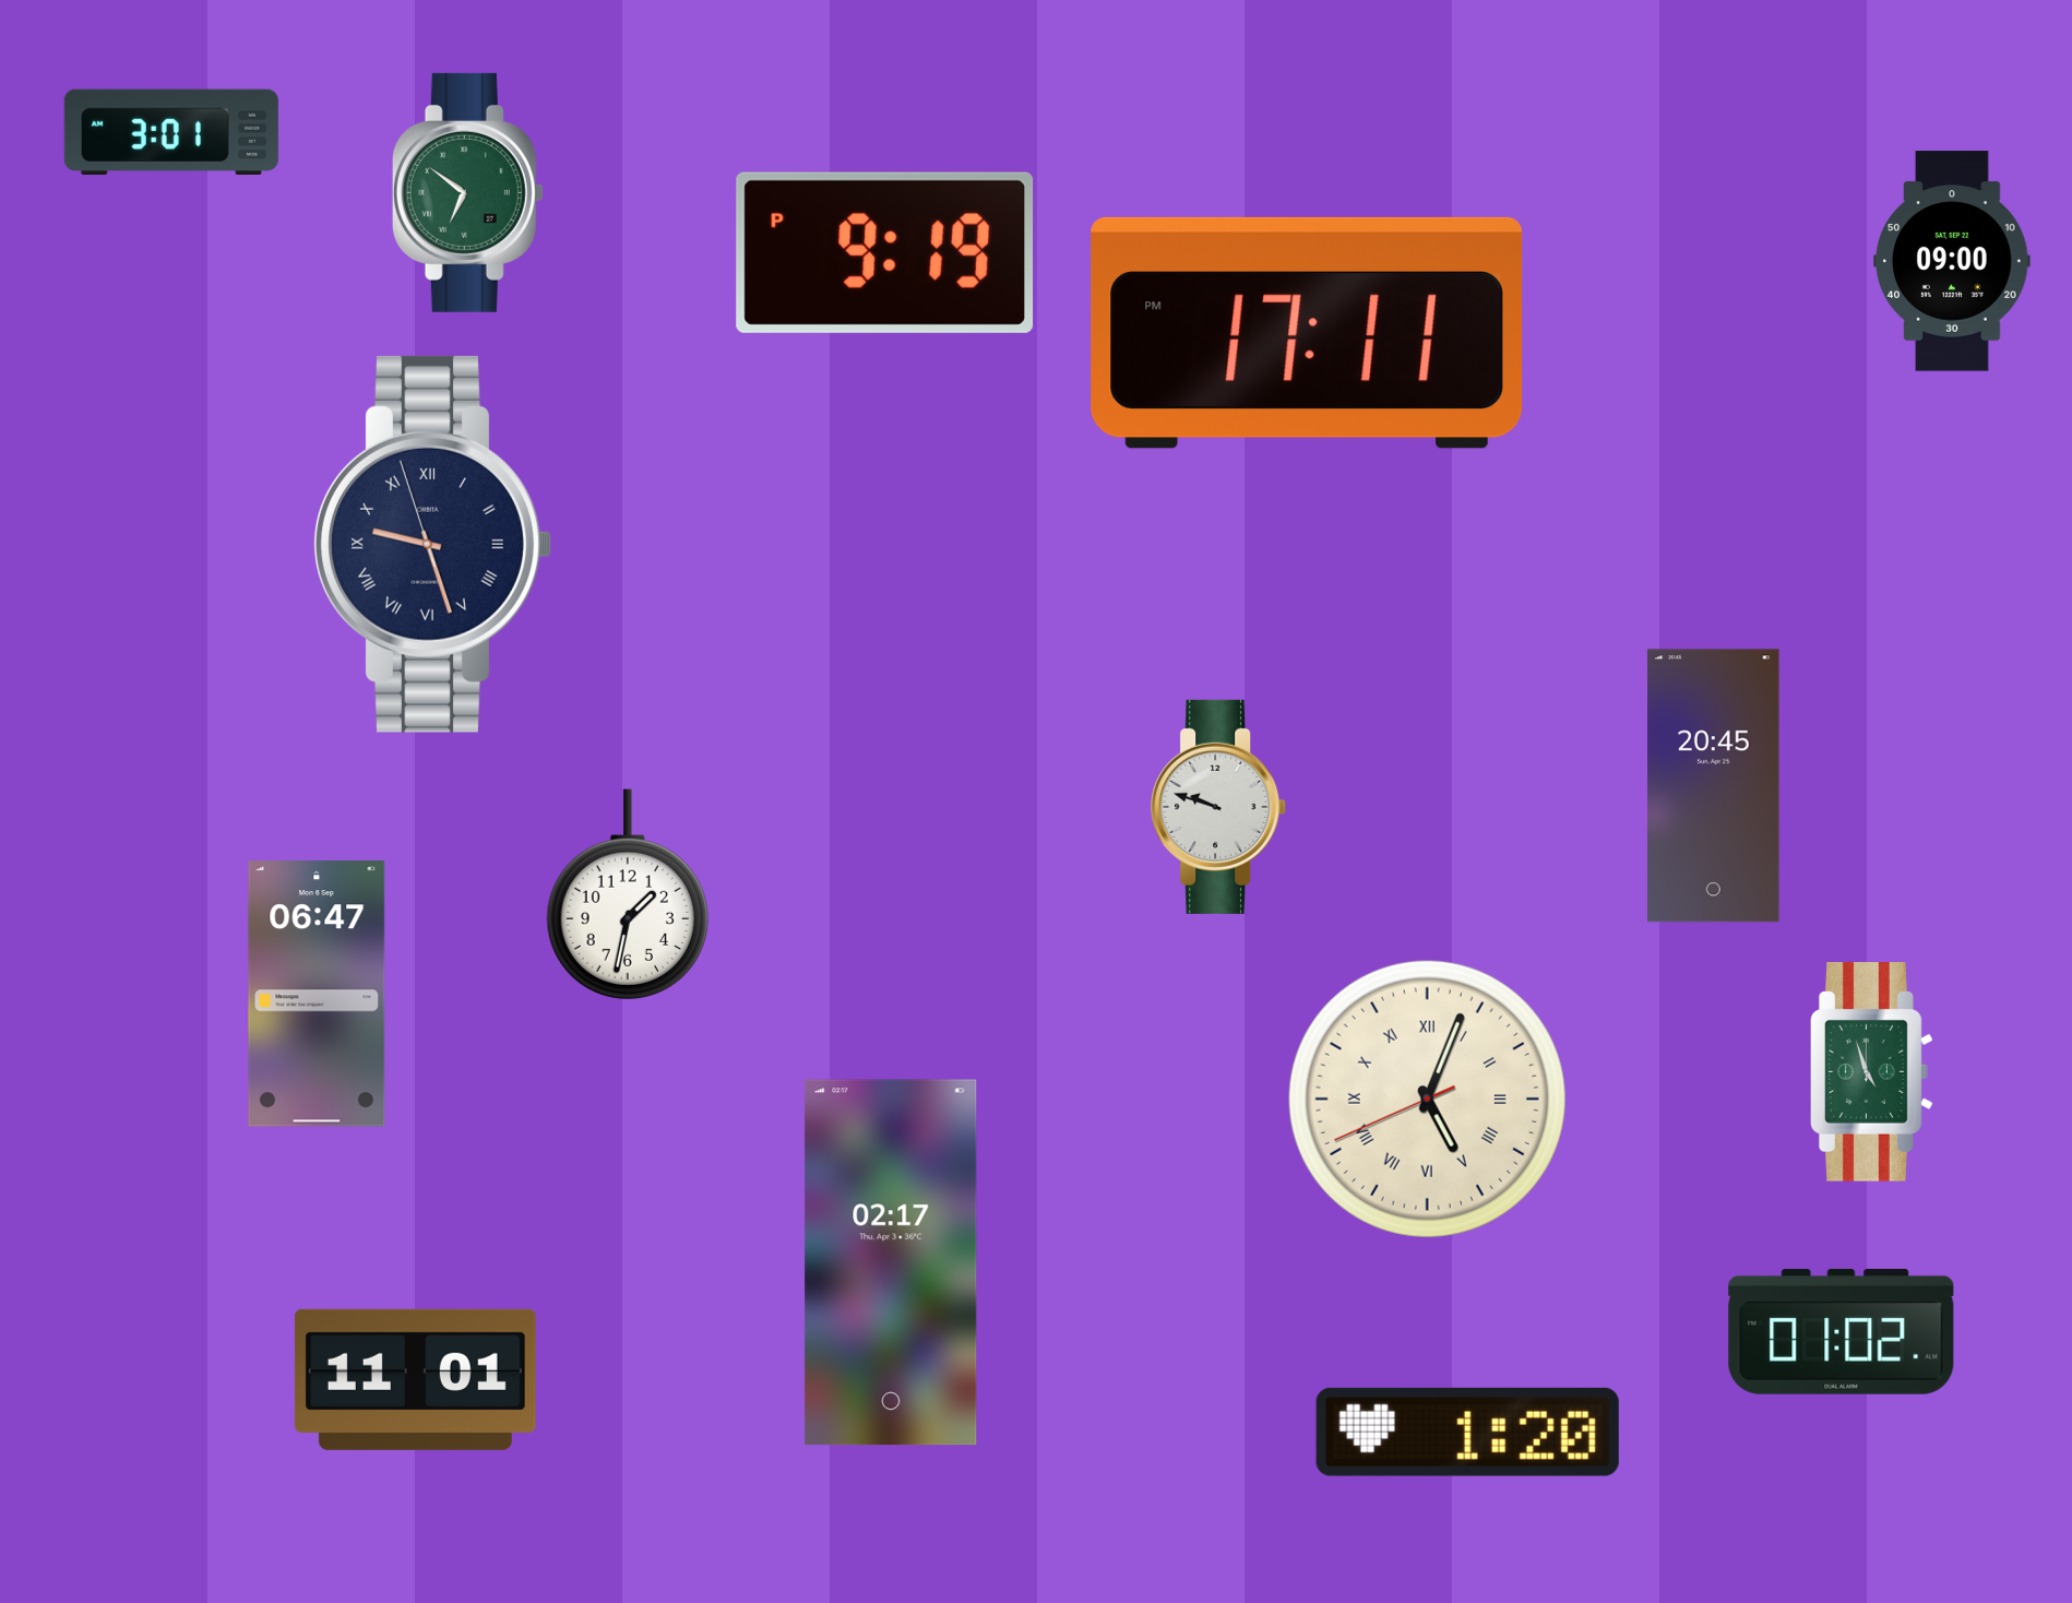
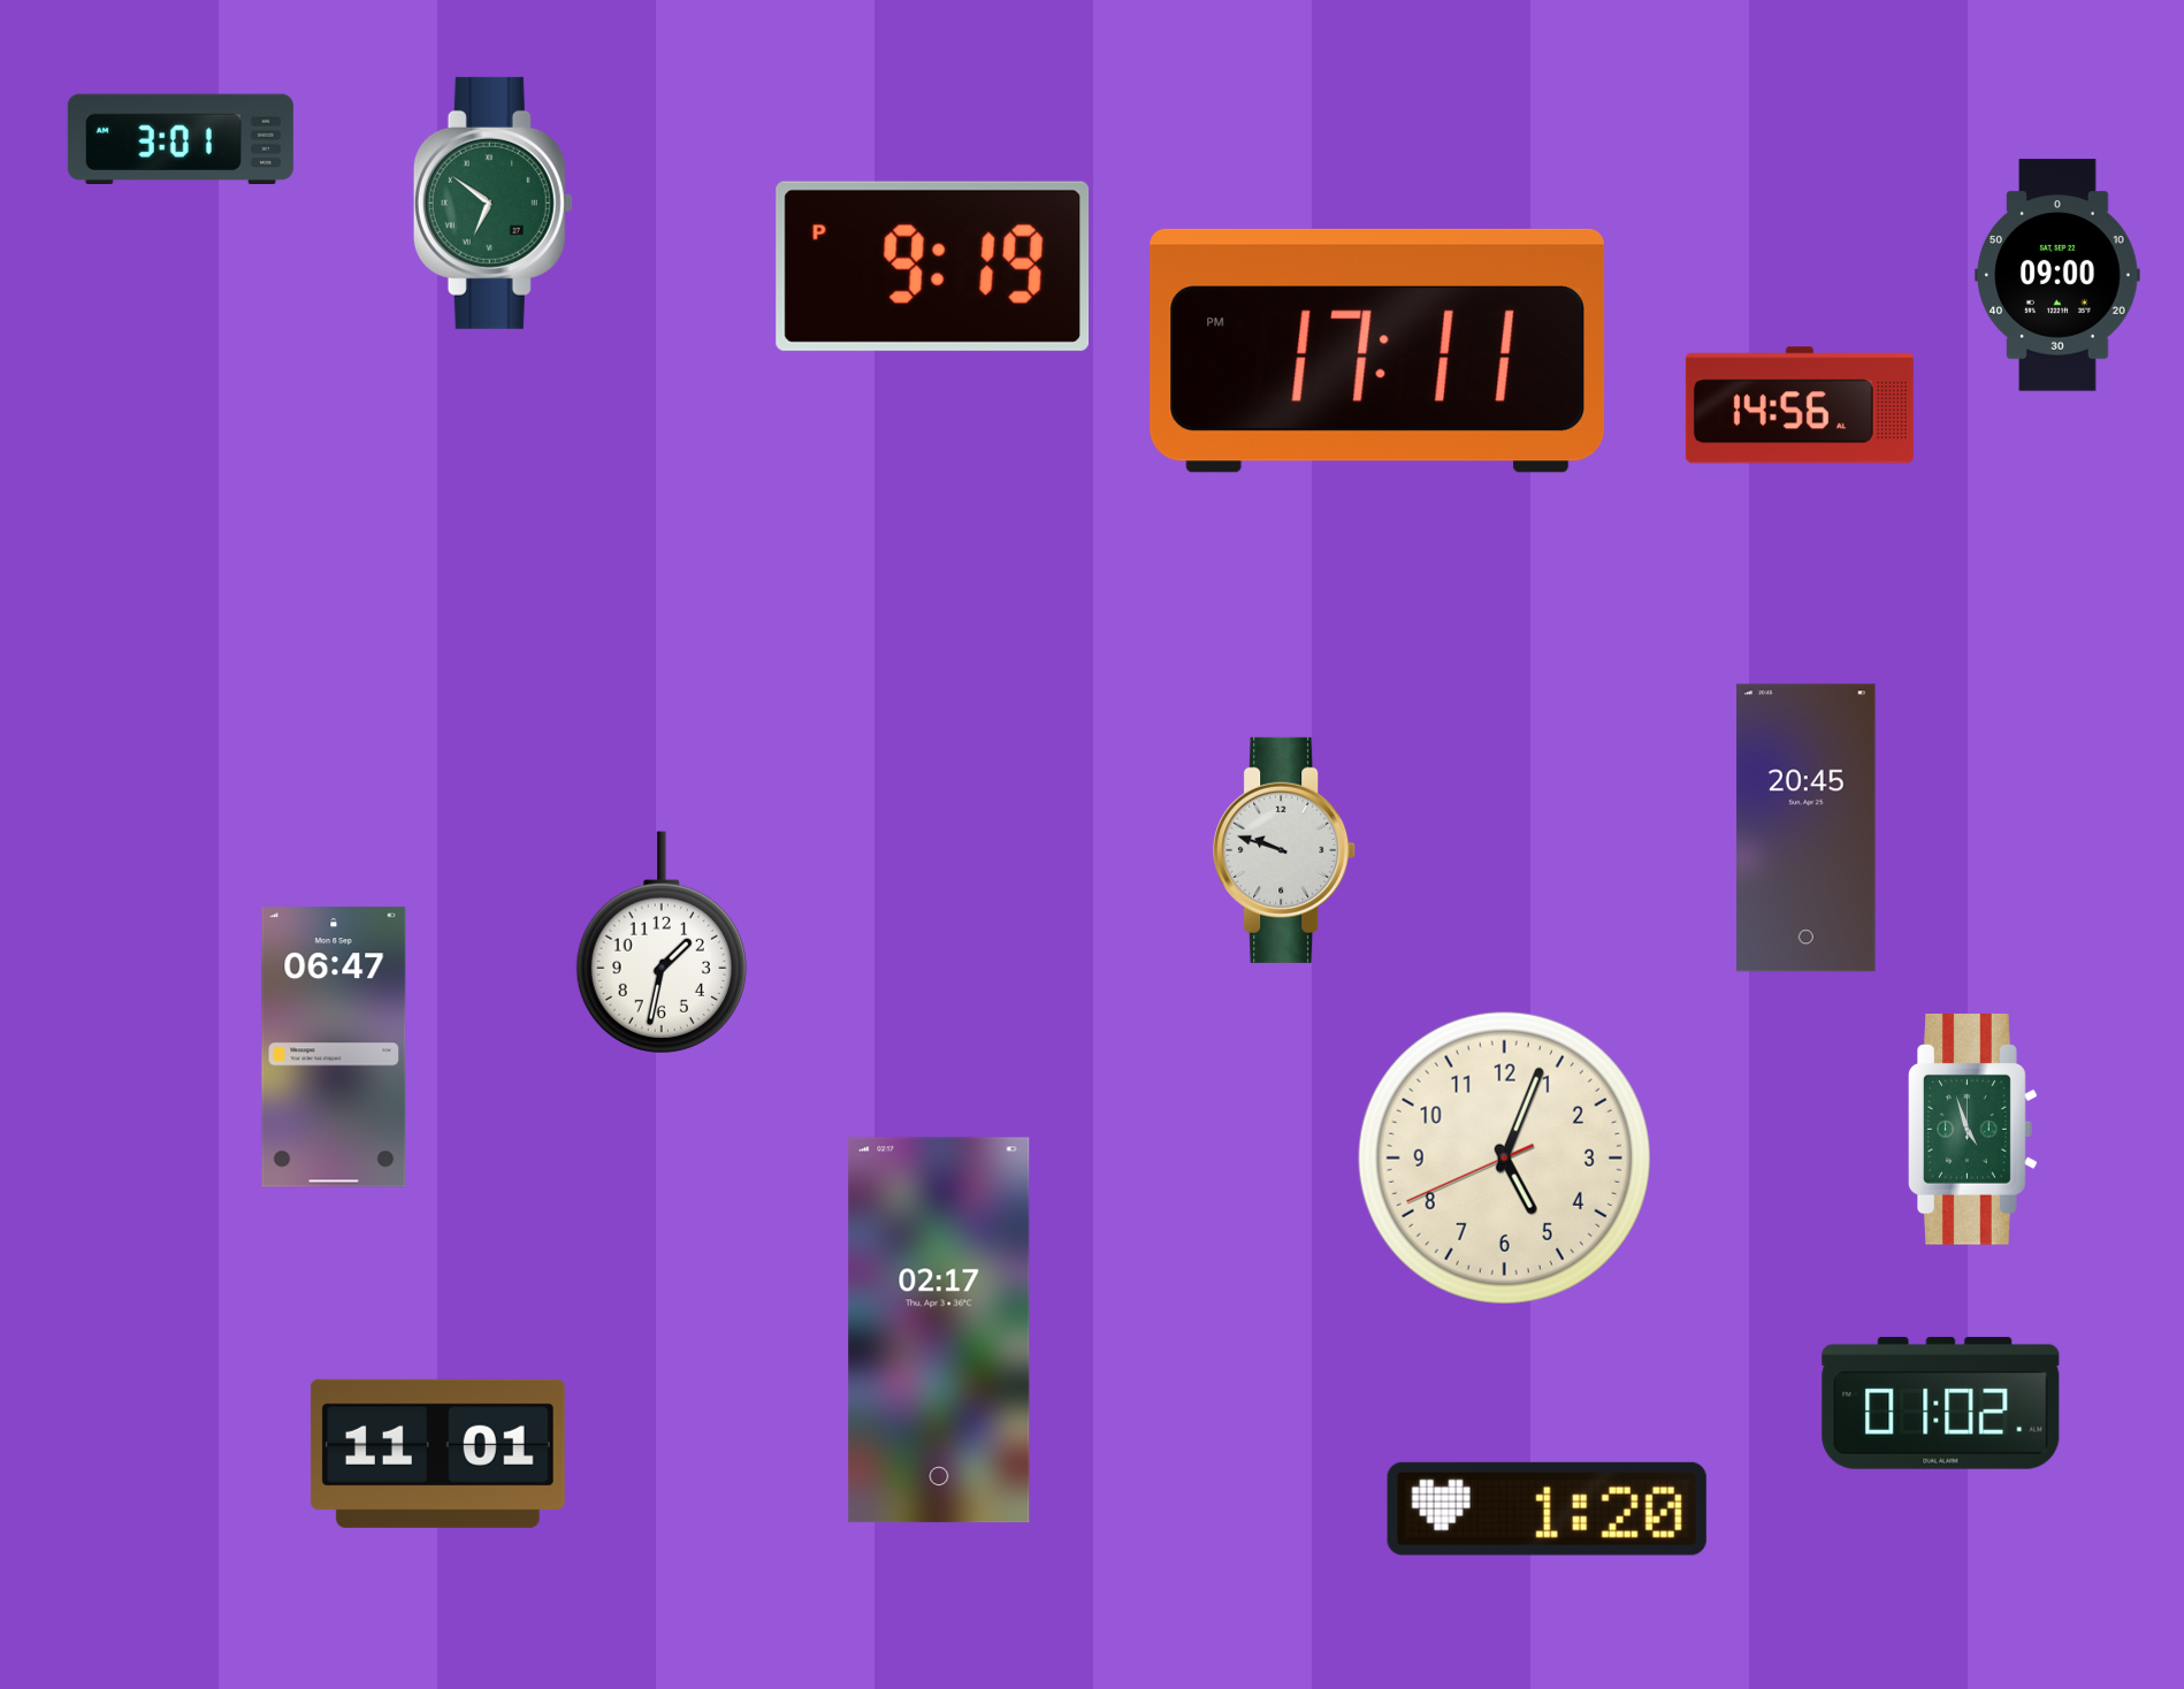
clock at (1800, 405): none -> 14:56
clock at (432, 544): 9:26 -> none
clock at (1427, 1099) numerals: Roman -> Arabic
